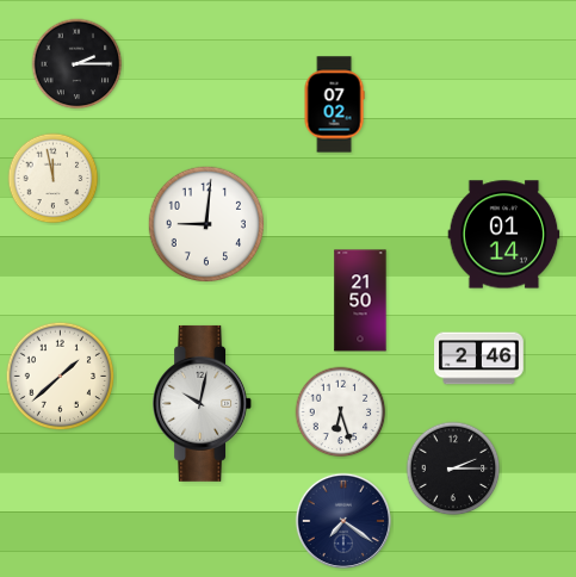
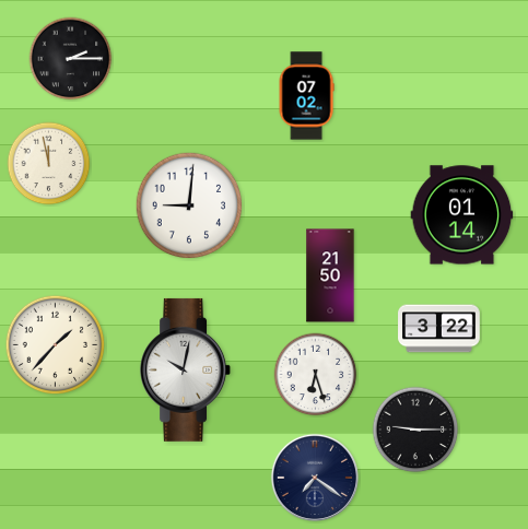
clock at (479, 359): 2:46 -> 3:22
clock at (61, 377): 1:38 -> 1:37
clock at (341, 412) position: (341, 412) -> (316, 375)
clock at (453, 469): 2:15 -> 9:15
